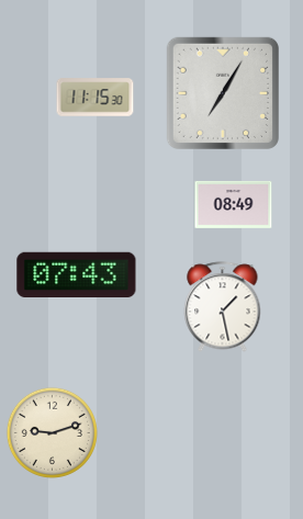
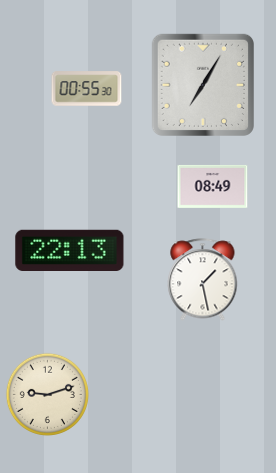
clock at (96, 98): 11:15 -> 00:55
clock at (77, 275): 07:43 -> 22:13
